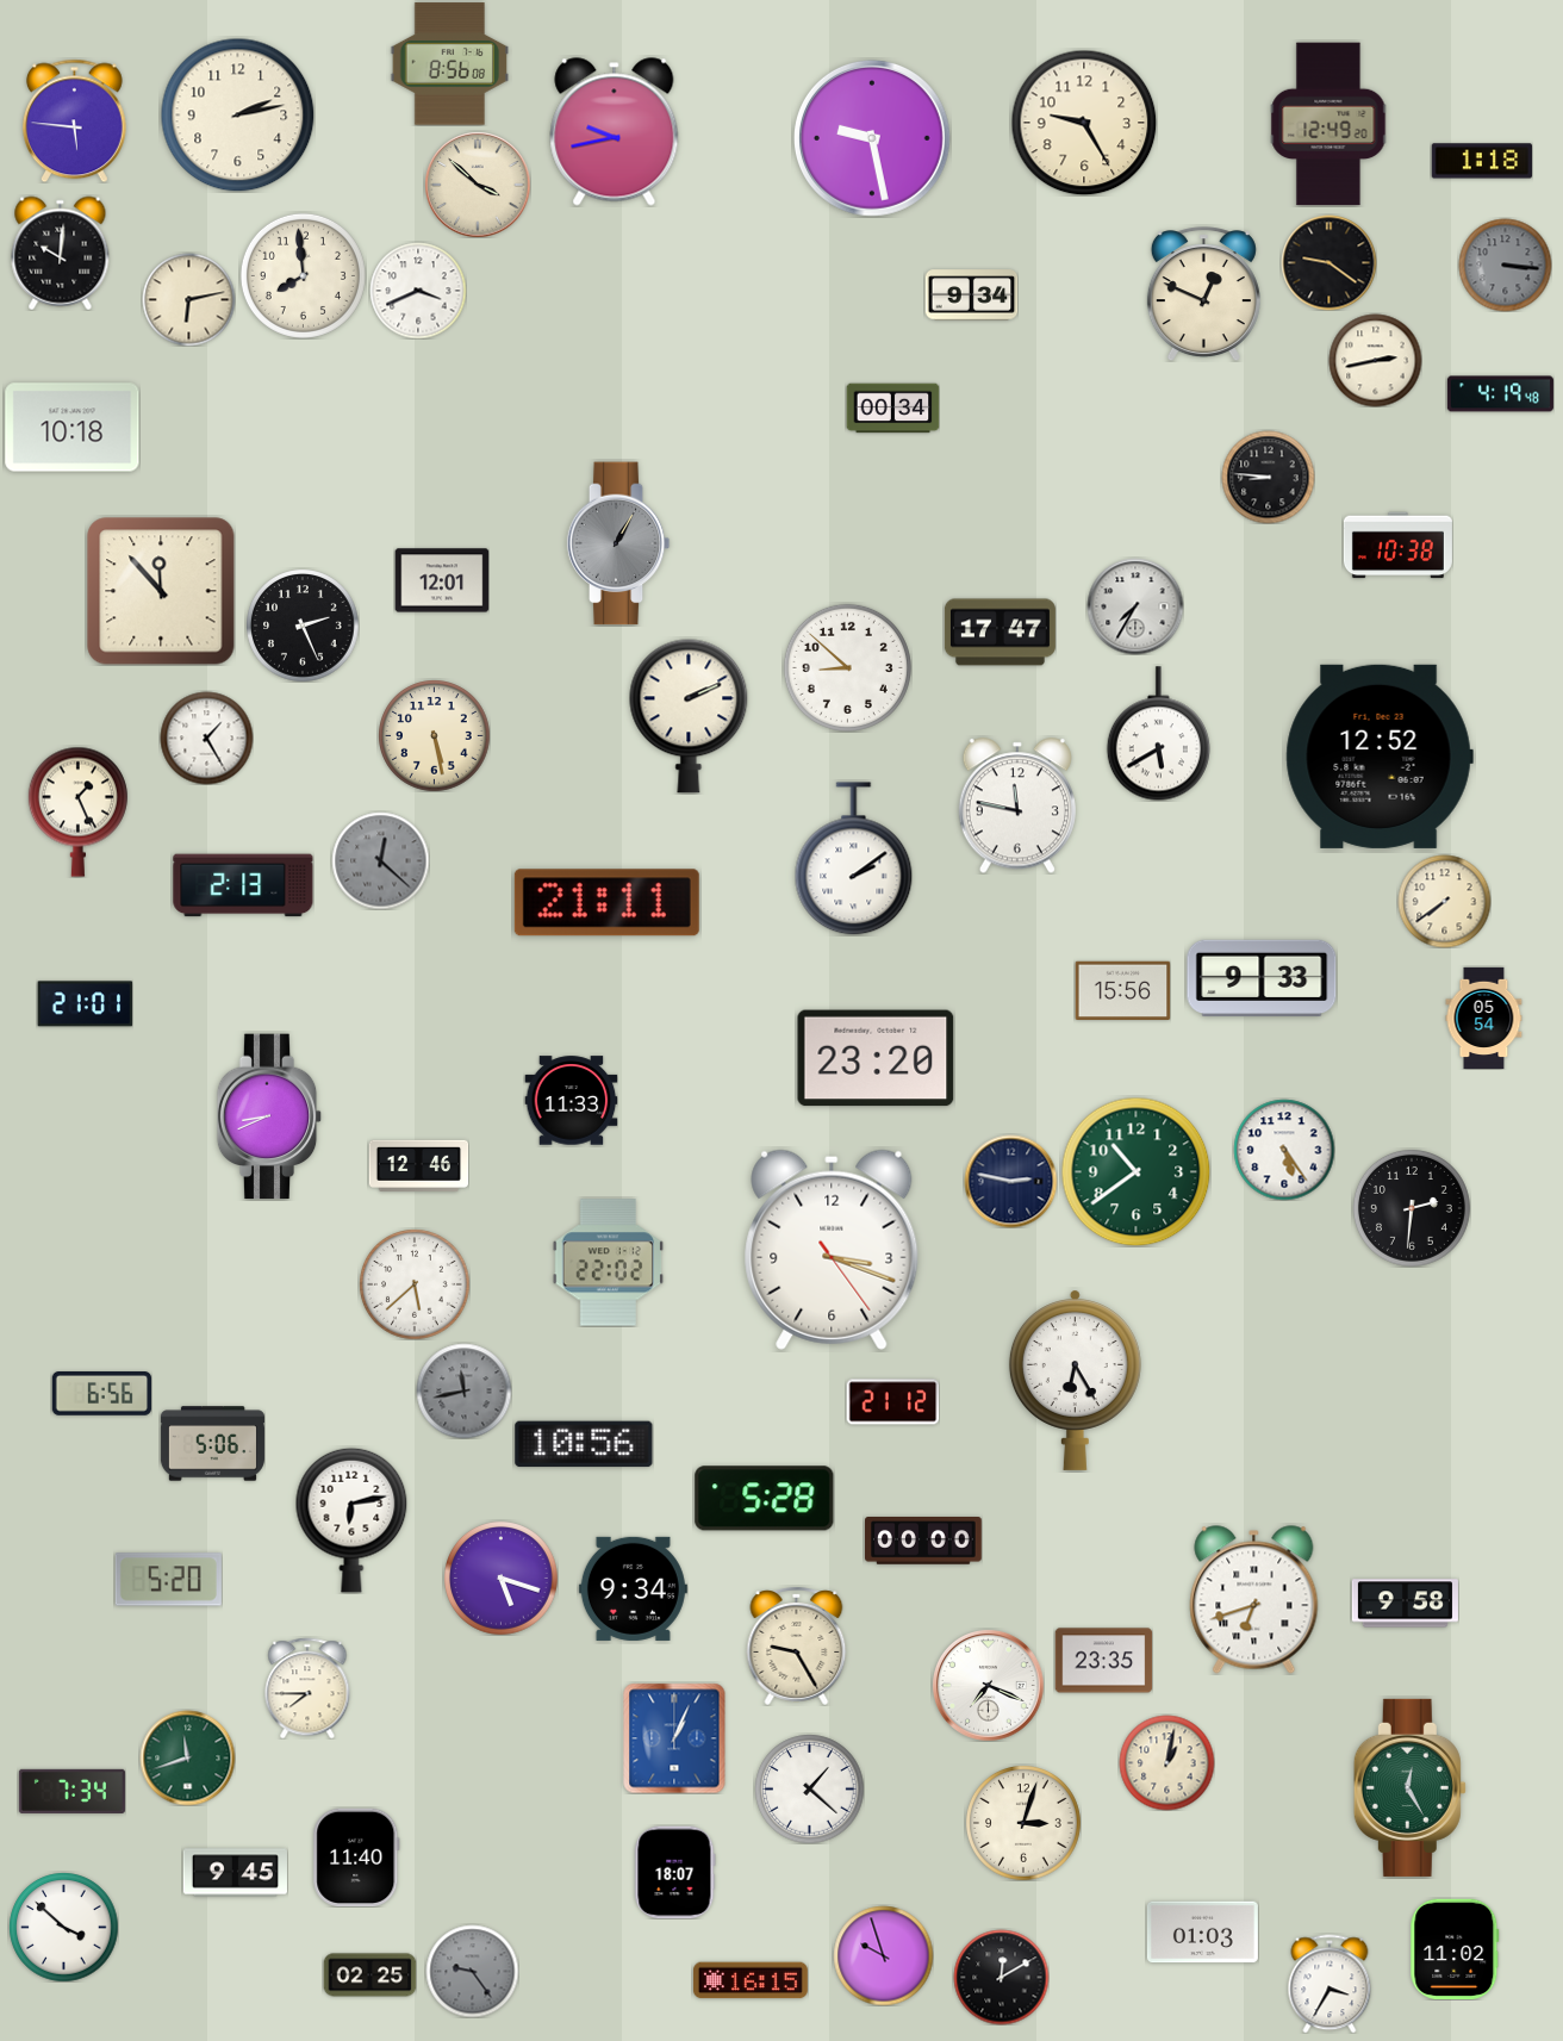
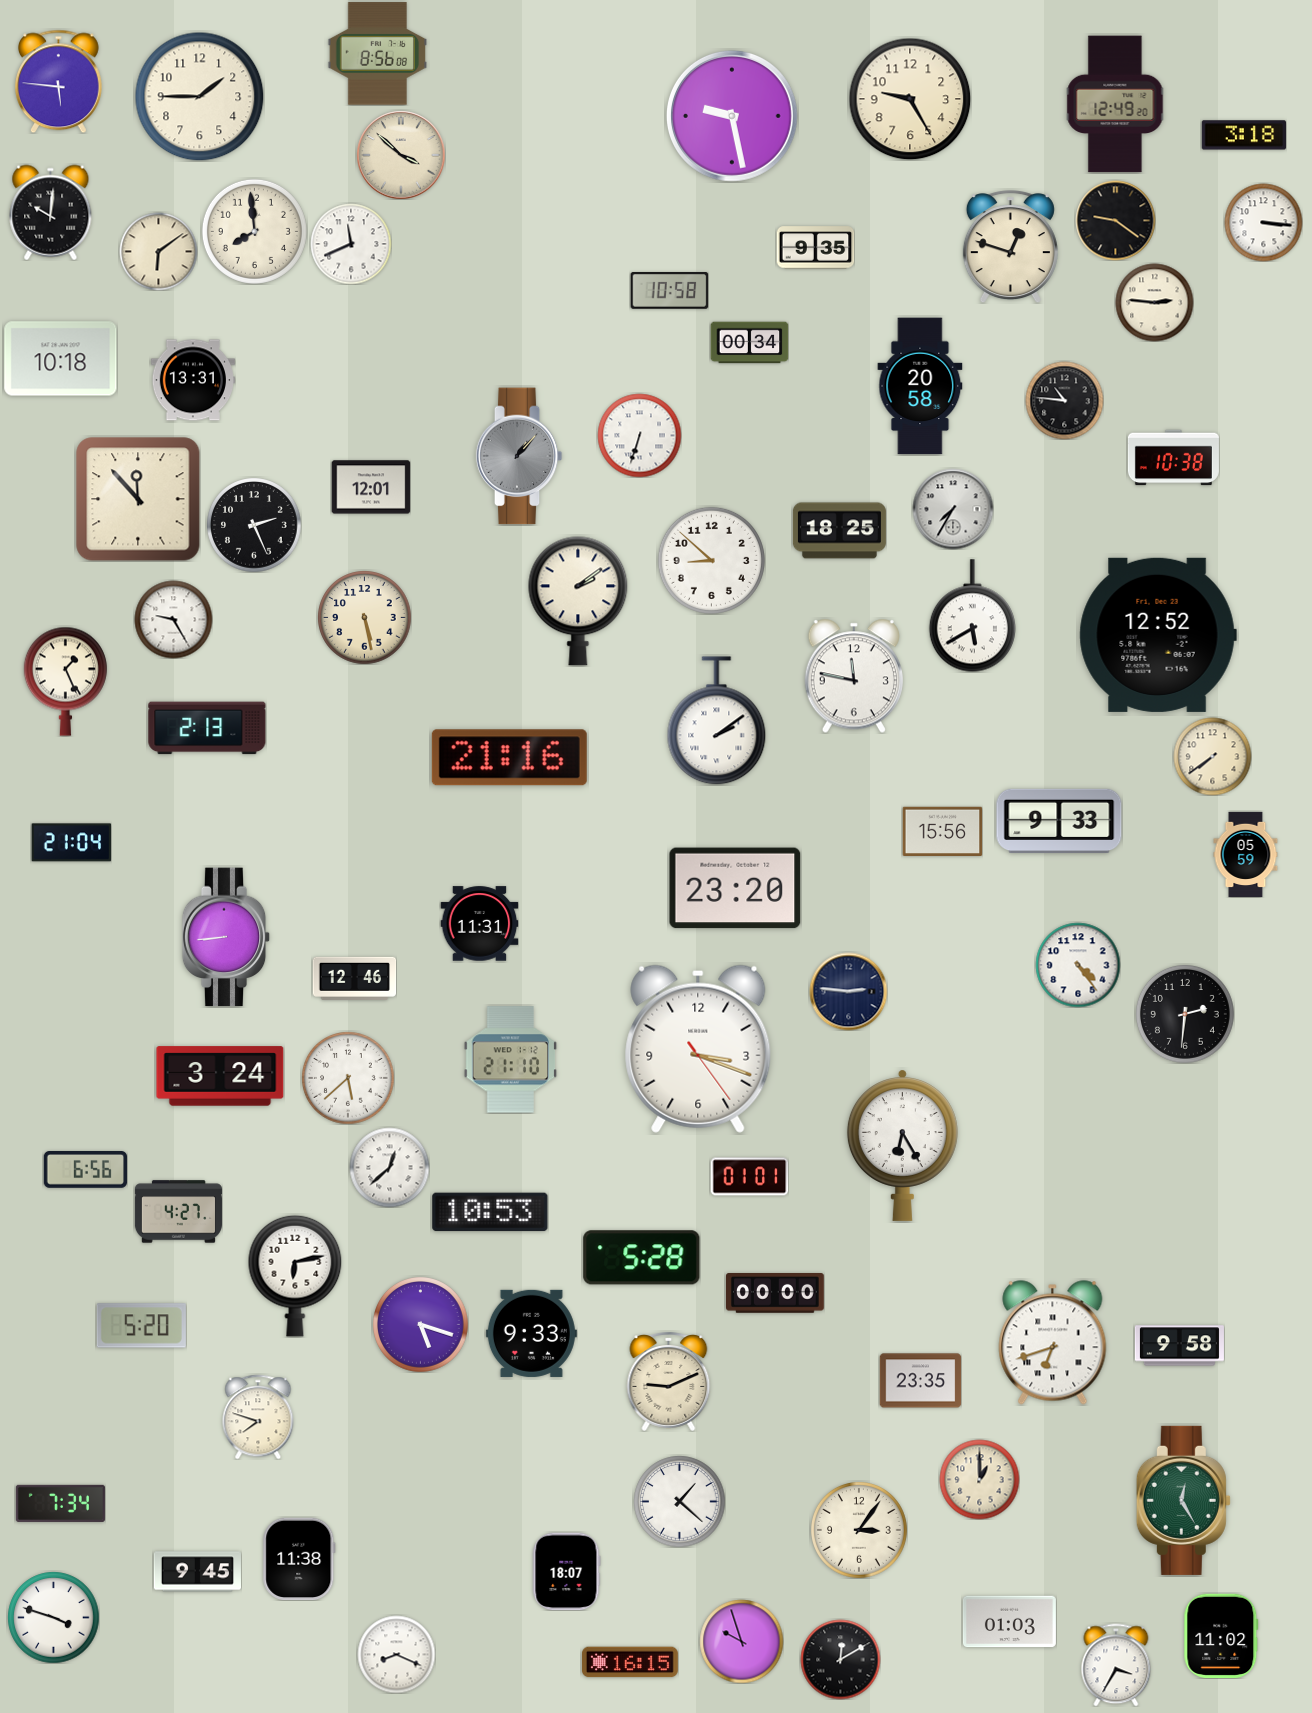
clock at (237, 114): 2:13 -> 1:45
clock at (74, 120) position: (74, 120) -> (58, 81)
clock at (1084, 123) position: (1084, 123) -> (910, 99)
clock at (615, 132): 9:43 -> none
clock at (1481, 161): 1:18 -> 3:18
clock at (1505, 265) dial: grey -> white
clock at (418, 291): 3:41 -> 11:41
clock at (1203, 294): 12:49 -> 12:48
clock at (971, 295): 9:34 -> 9:35
clock at (188, 299): 6:13 -> 6:09
clock at (669, 291): none -> 10:58
clock at (1375, 360): 2:43 -> 2:46
clock at (1500, 394): 4:19 -> none
clock at (192, 380): none -> 13:31
clock at (920, 386): none -> 20:58
clock at (1268, 477): 8:46 -> 10:46
clock at (639, 435): none -> 6:33
clock at (618, 543): 1:05 -> 1:07
clock at (161, 591) position: (161, 591) -> (138, 499)
clock at (1000, 633): 17:47 -> 18:25
clock at (689, 716): 2:11 -> 2:09
clock at (206, 738): 1:25 -> 9:25
clock at (380, 860): 12:22 -> none
clock at (243, 885) position: (243, 885) -> (207, 728)
clock at (606, 903): 21:11 -> 21:16
clock at (85, 1004): 21:01 -> 21:04
clock at (1484, 1018): 05:54 -> 05:59
clock at (571, 1101): 11:33 -> 11:31
clock at (269, 1116): 8:41 -> 8:44
clock at (1284, 1150): 5:24 -> 4:24
clock at (418, 1165) position: (418, 1165) -> (354, 978)
clock at (1135, 1171): 10:39 -> none
clock at (1010, 1181): 2:47 -> 2:46
clock at (609, 1263): 22:02 -> 21:10
clock at (220, 1076): none -> 3:24
clock at (1075, 1380) position: (1075, 1380) -> (902, 1145)
clock at (463, 1390): 11:43 -> 12:38
clock at (463, 1390) dial: grey -> white
clock at (892, 1402): 21:12 -> 01:01
clock at (212, 1444): 5:06 -> 4:27
clock at (584, 1444): 10:56 -> 10:53
clock at (633, 1588): 9:34 -> 9:33
clock at (797, 1647): 9:25 -> 9:11
clock at (1103, 1661) position: (1103, 1661) -> (920, 1381)
clock at (989, 1686): 7:19 -> none
clock at (307, 1688): 7:45 -> 7:48
clock at (674, 1738): 1:04 -> none
clock at (187, 1757): 11:42 -> none
clock at (1166, 1762): 1:02 -> 1:00
clock at (1023, 1823): 3:03 -> 3:06
clock at (356, 1858): 11:40 -> 11:38
clock at (63, 1927): 3:52 -> 3:48
clock at (472, 1971): 9:24 -> 8:19
clock at (472, 1971) dial: grey -> white
clock at (369, 1975): 02:25 -> none
